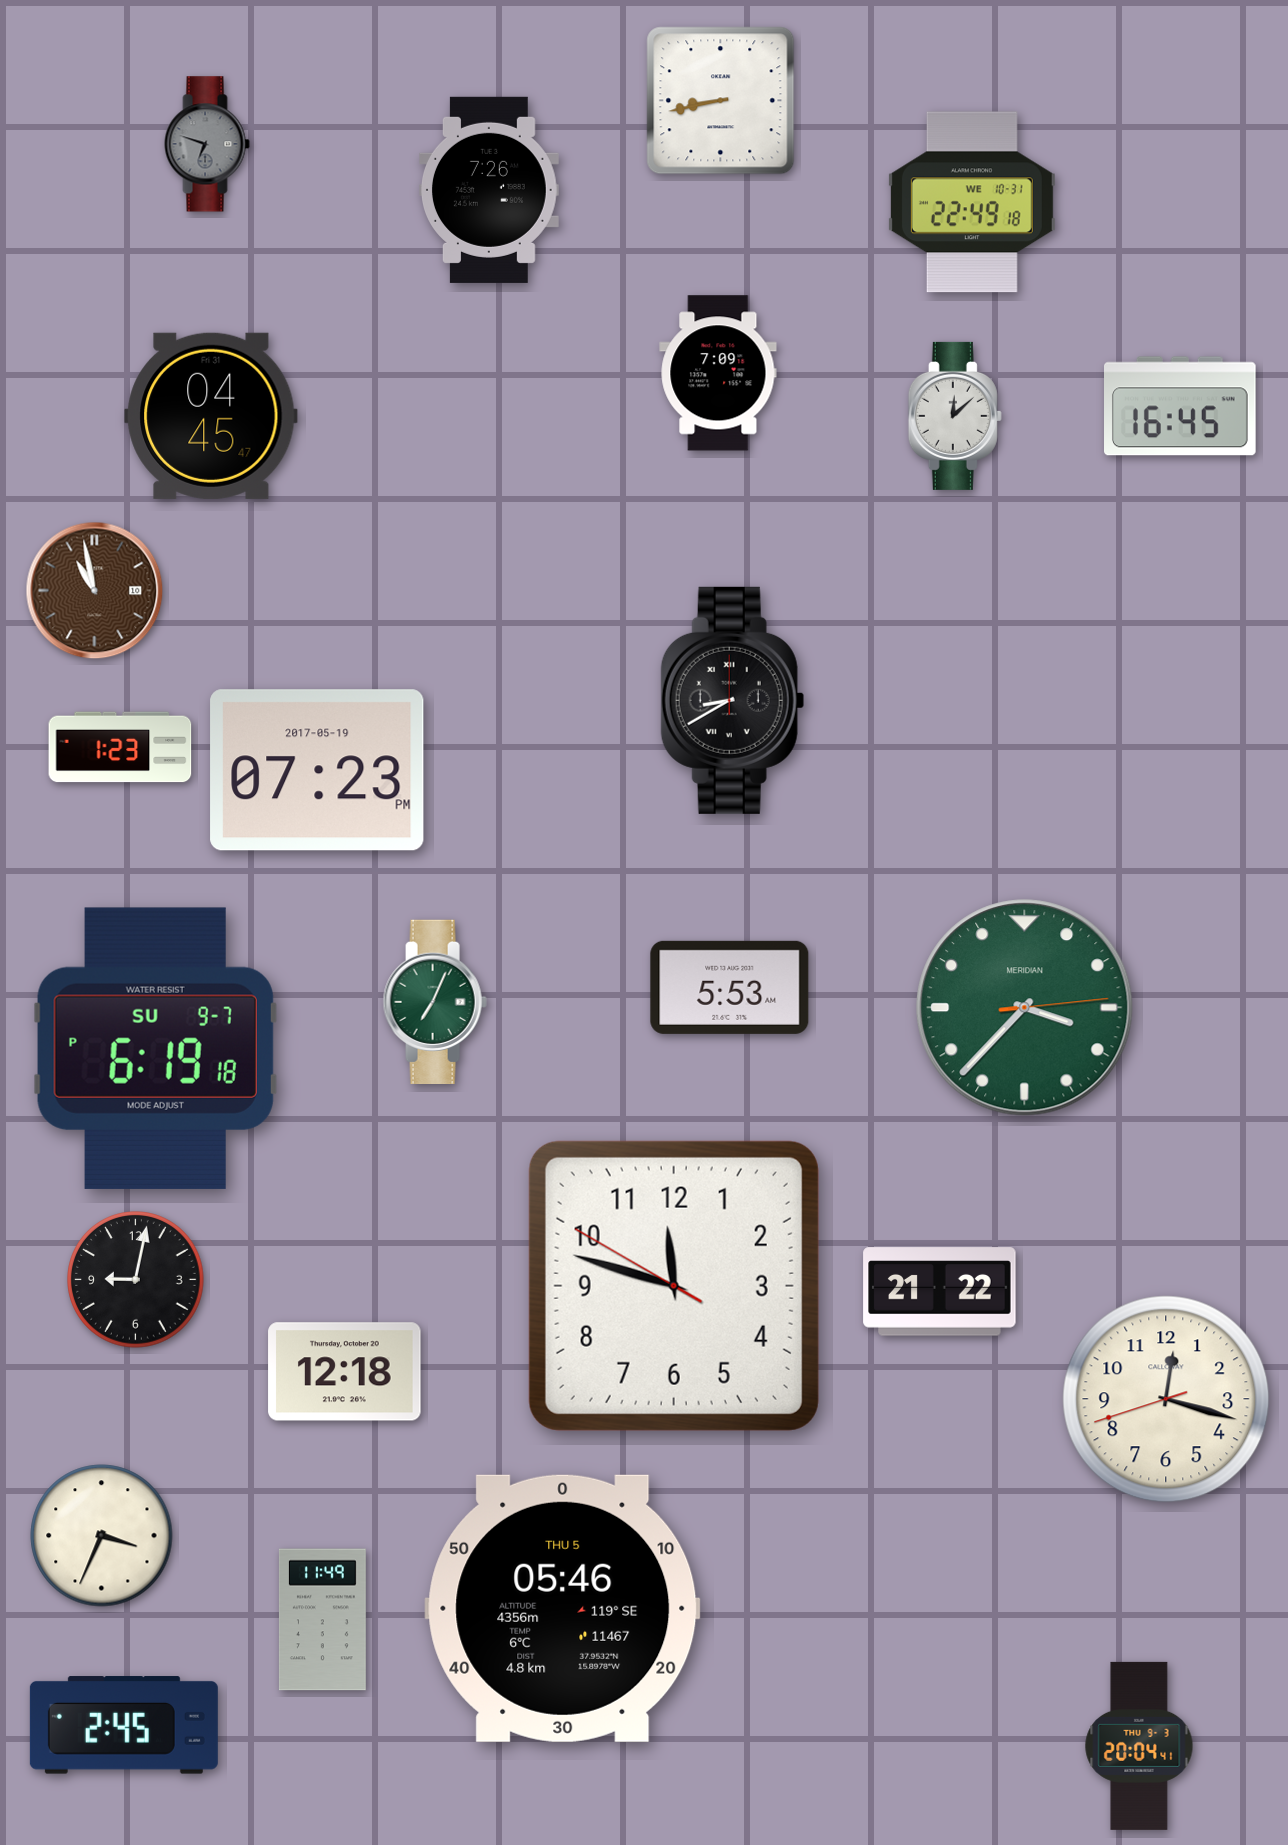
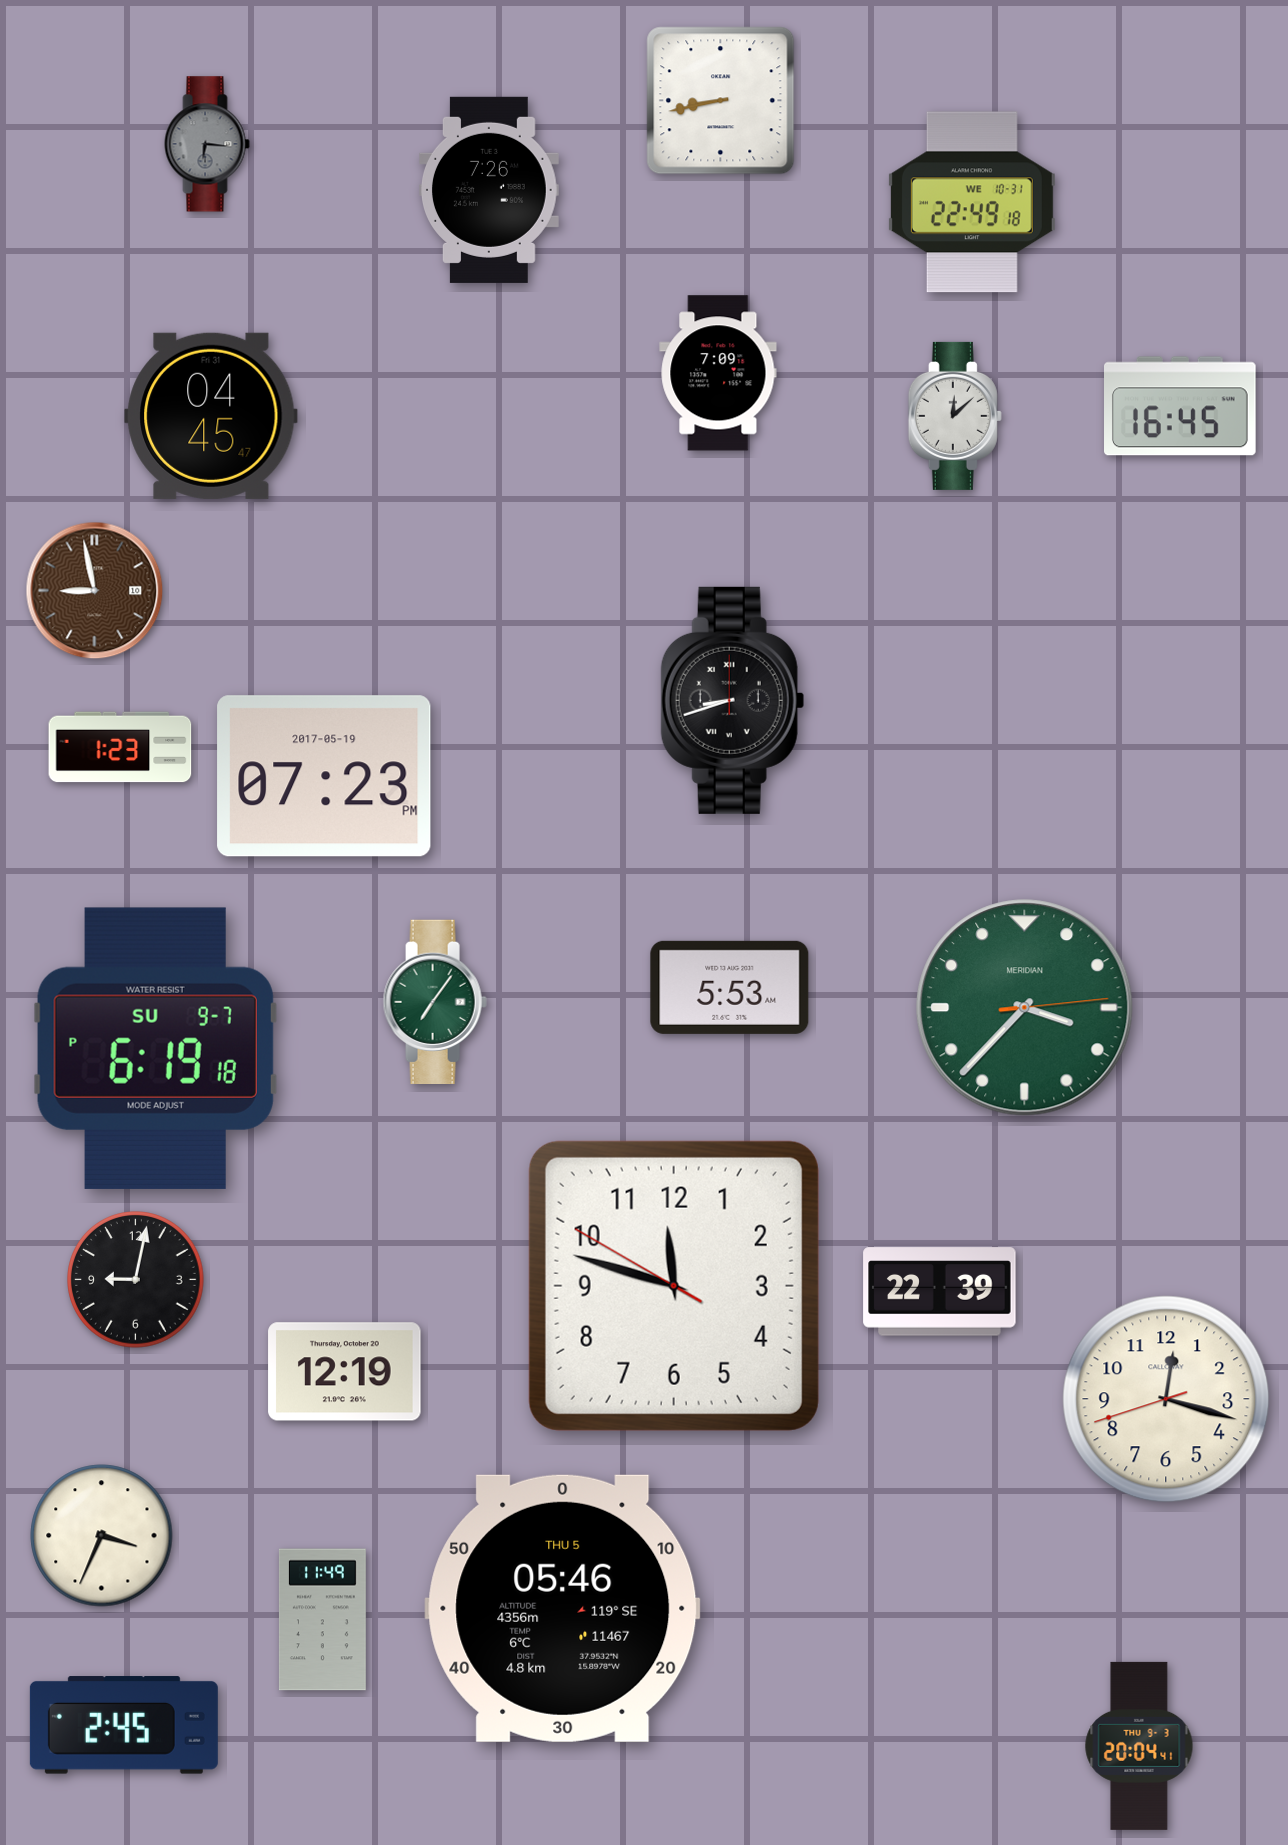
clock at (207, 144): 6:48 -> 6:16
clock at (95, 591): 10:58 -> 8:58
clock at (732, 700): 8:40 -> 8:42
clock at (317, 770) position: (317, 770) -> (324, 776)
clock at (435, 1001): 7:04 -> 7:06
clock at (940, 1292): 21:22 -> 22:39
clock at (345, 1372): 12:18 -> 12:19
